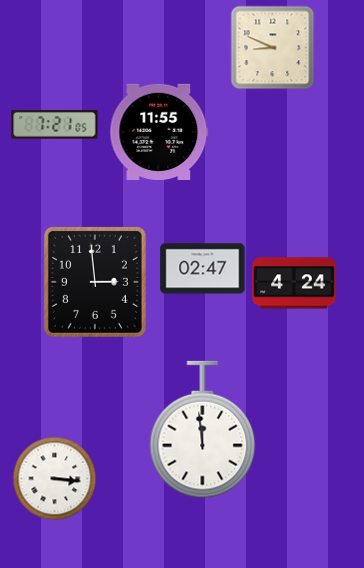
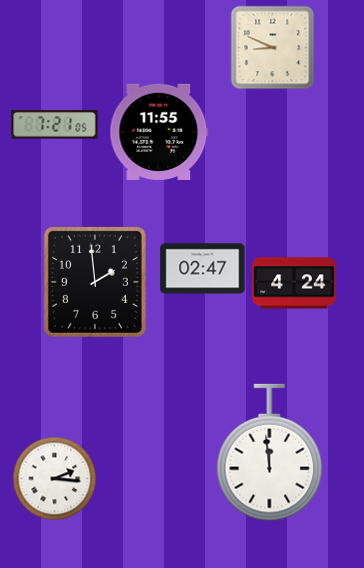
clock at (95, 282): 2:59 -> 1:59
clock at (203, 430) position: (203, 430) -> (270, 453)
clock at (55, 479): 3:16 -> 2:16
